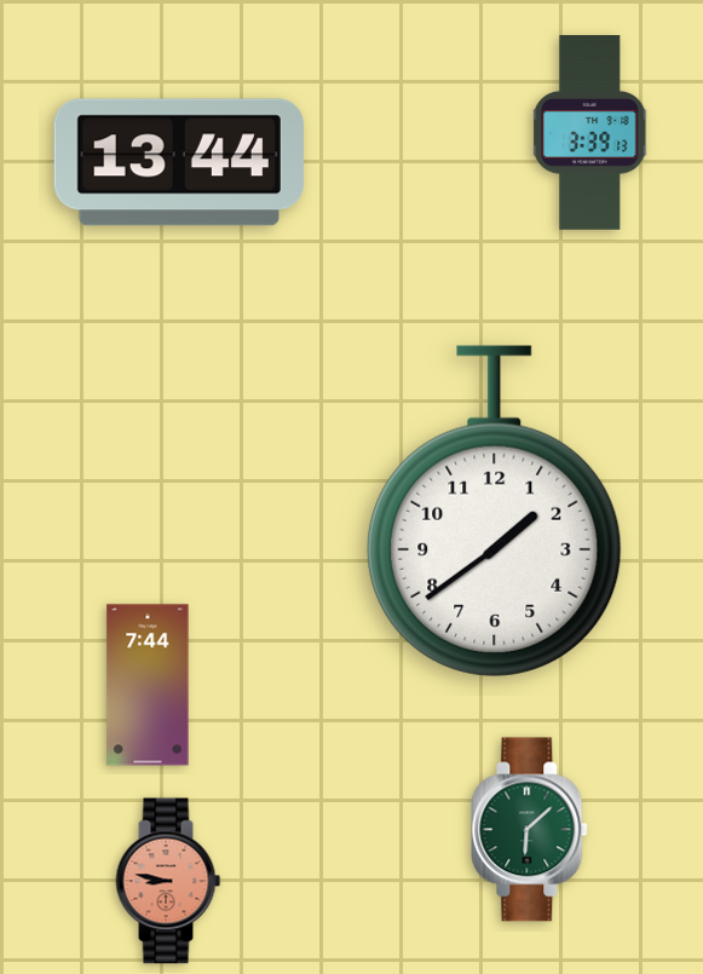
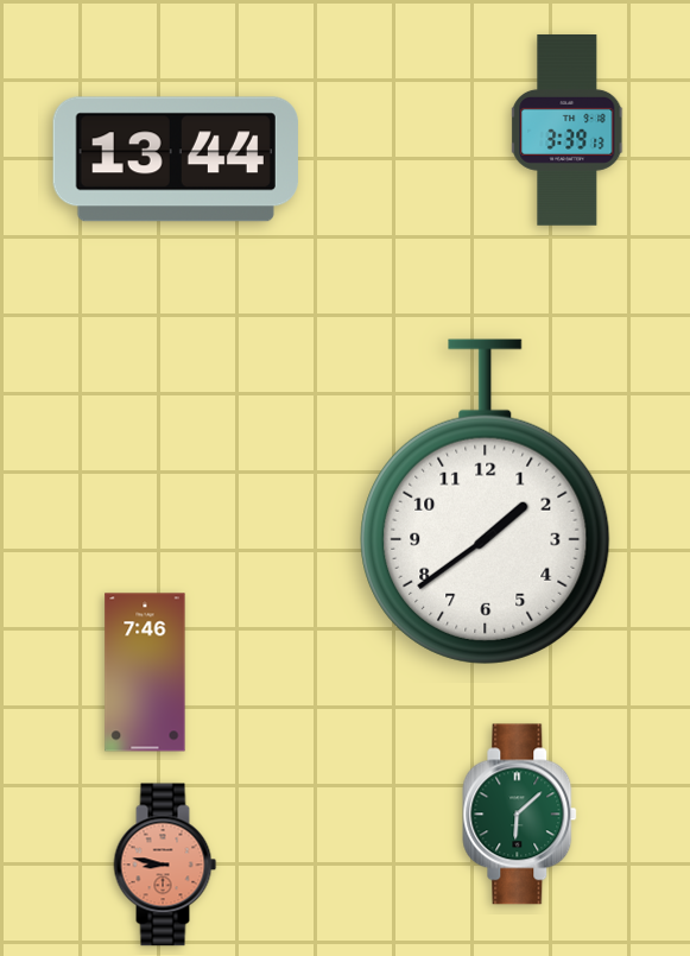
clock at (590, 133) position: (590, 133) -> (568, 131)
clock at (148, 685): 7:44 -> 7:46
